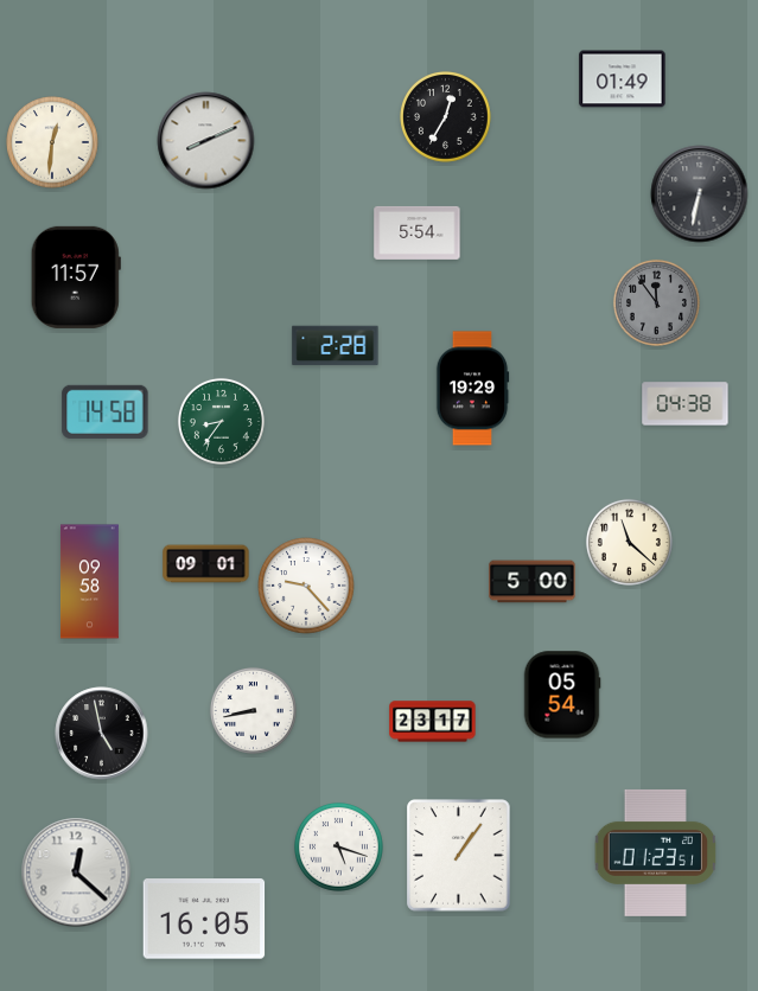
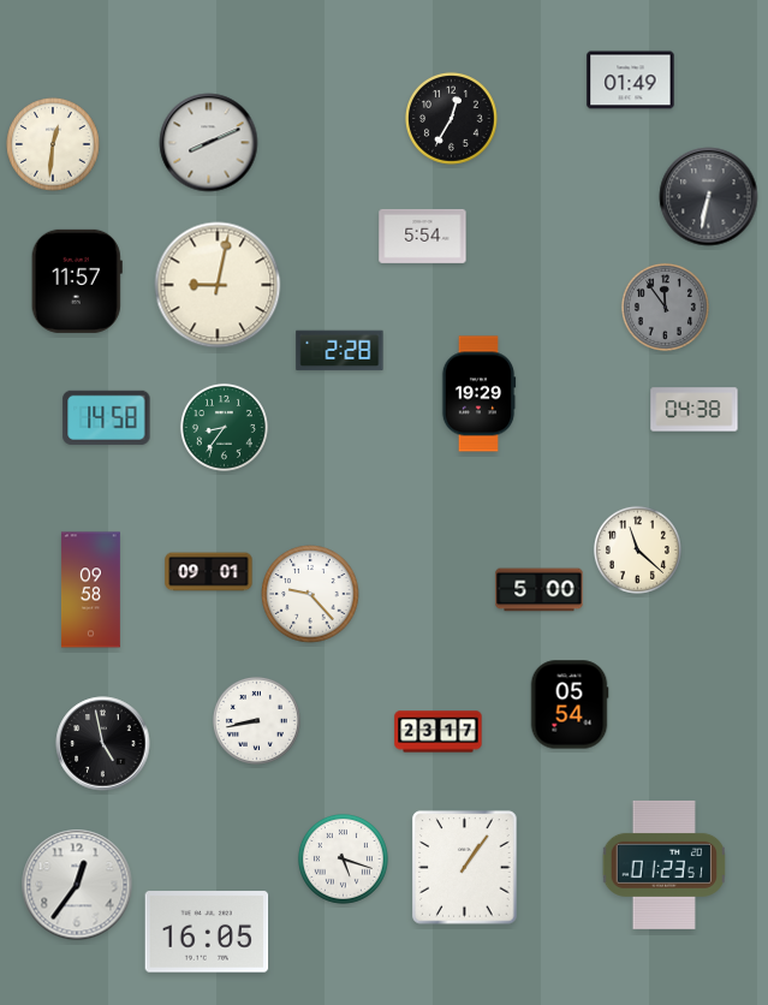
clock at (218, 285): none -> 9:02
clock at (76, 872): 12:22 -> 12:36
